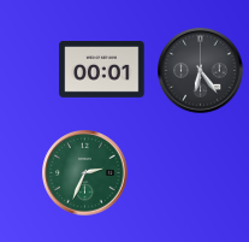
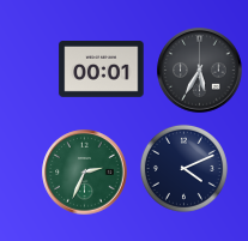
clock at (201, 71): 6:24 -> 5:35
clock at (183, 168): none -> 4:11
